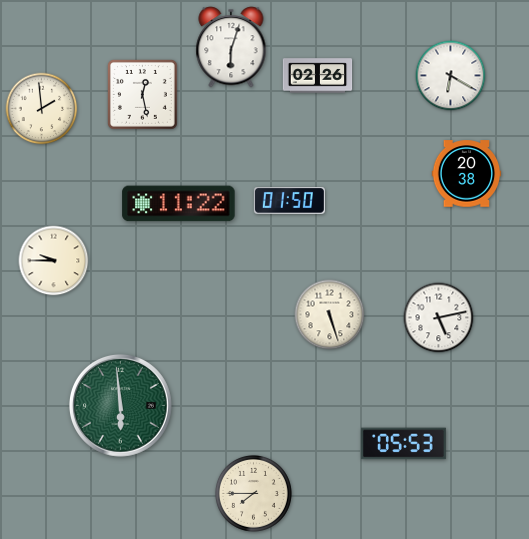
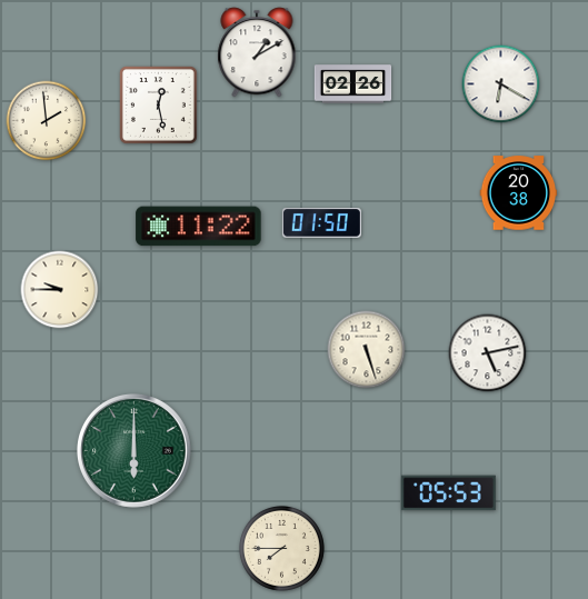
clock at (231, 47): 6:03 -> 1:10
clock at (120, 405): 5:59 -> 6:00
